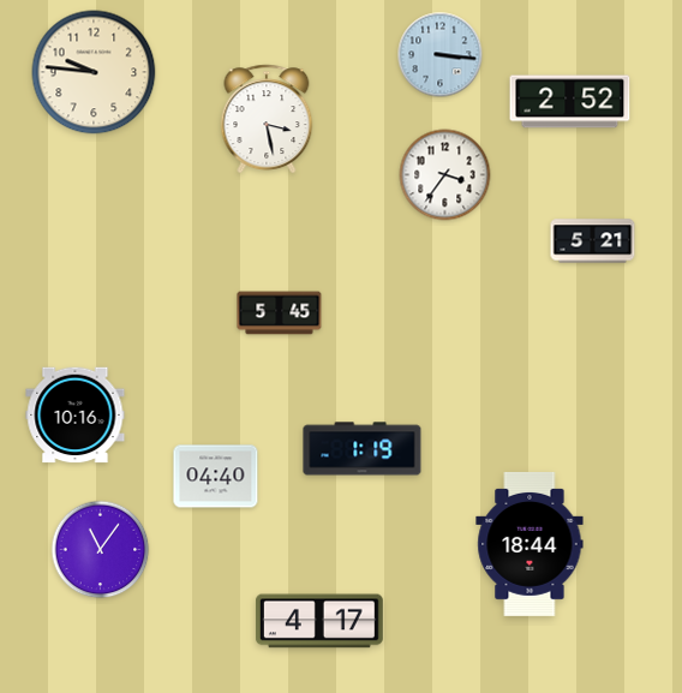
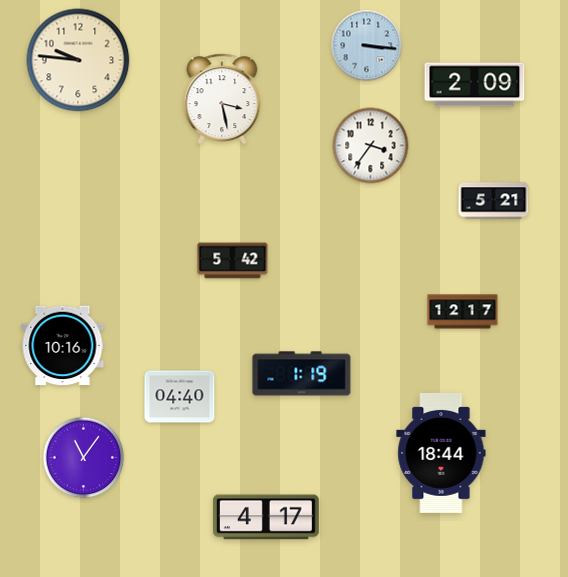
clock at (570, 102): 2:52 -> 2:09
clock at (280, 313): 5:45 -> 5:42
clock at (463, 312): none -> 12:17
